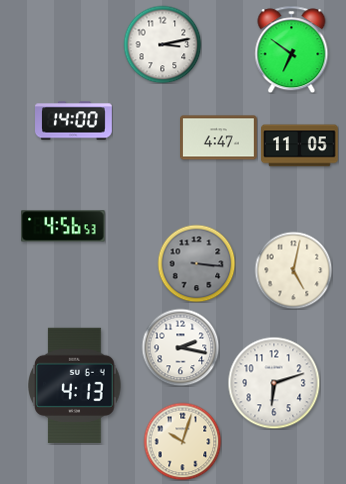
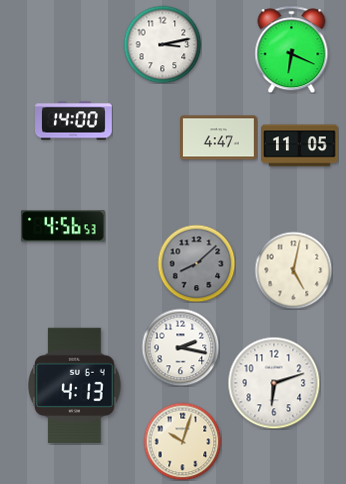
clock at (292, 49): 6:51 -> 6:19
clock at (196, 263): 3:16 -> 8:08
